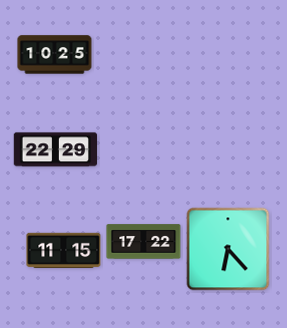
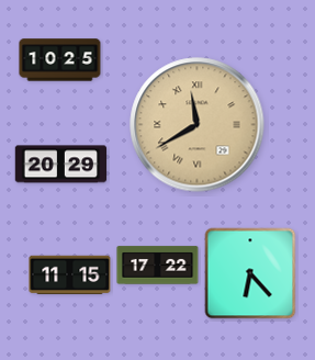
clock at (198, 125): none -> 11:40
clock at (56, 150): 22:29 -> 20:29
